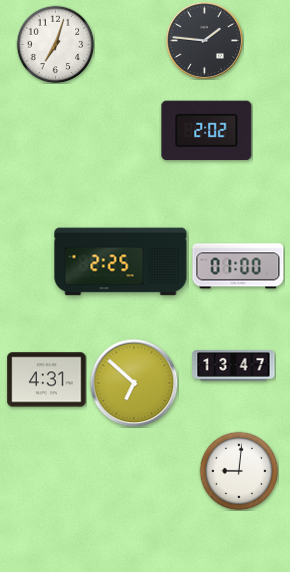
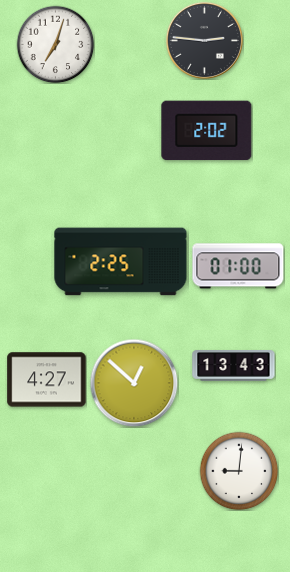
clock at (204, 40): 1:46 -> 2:46
clock at (234, 366): 13:47 -> 13:43
clock at (47, 380): 4:31 -> 4:27
clock at (134, 383): 6:52 -> 12:52
